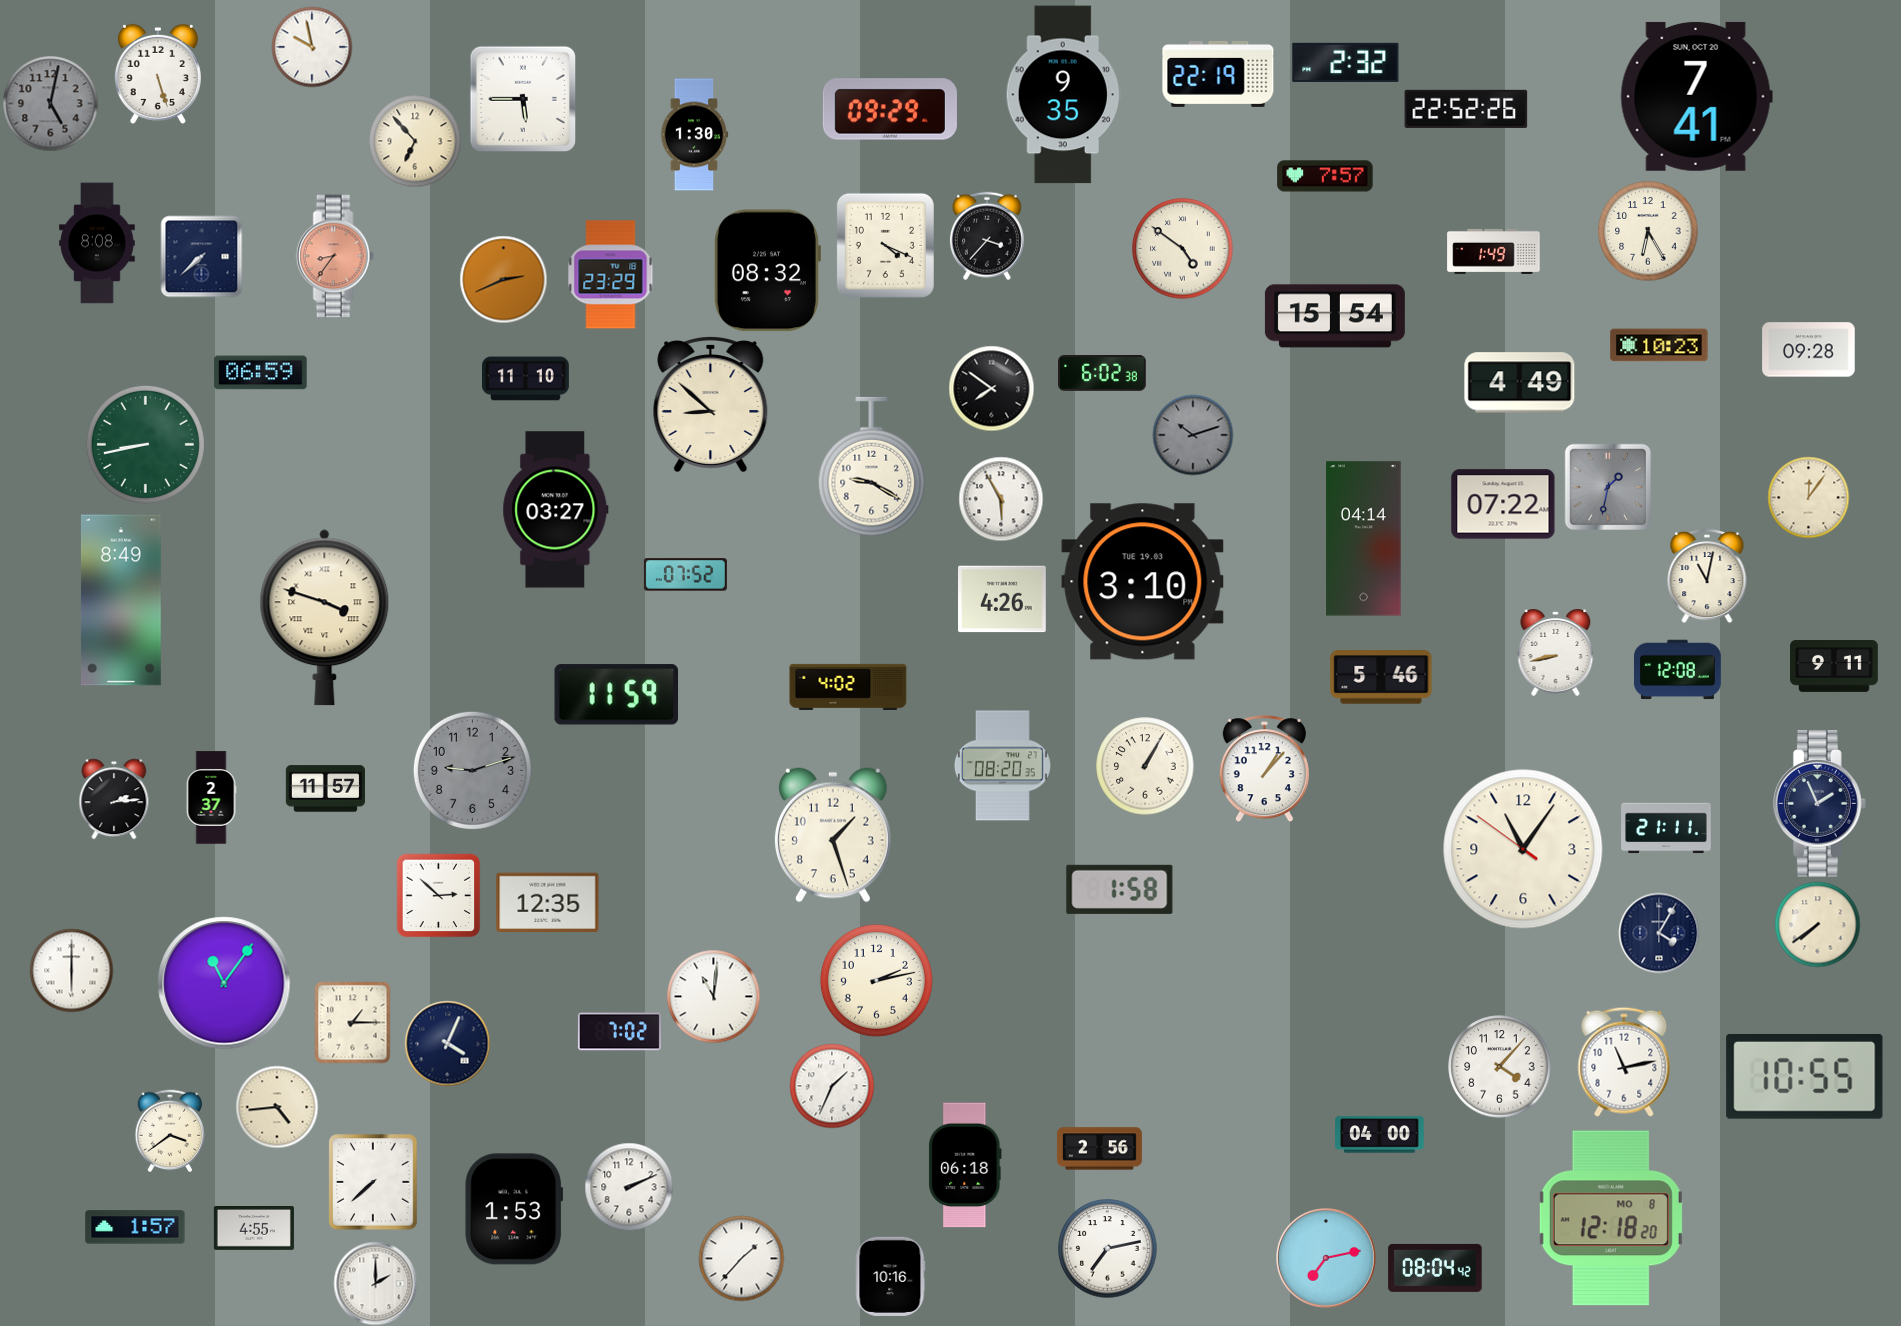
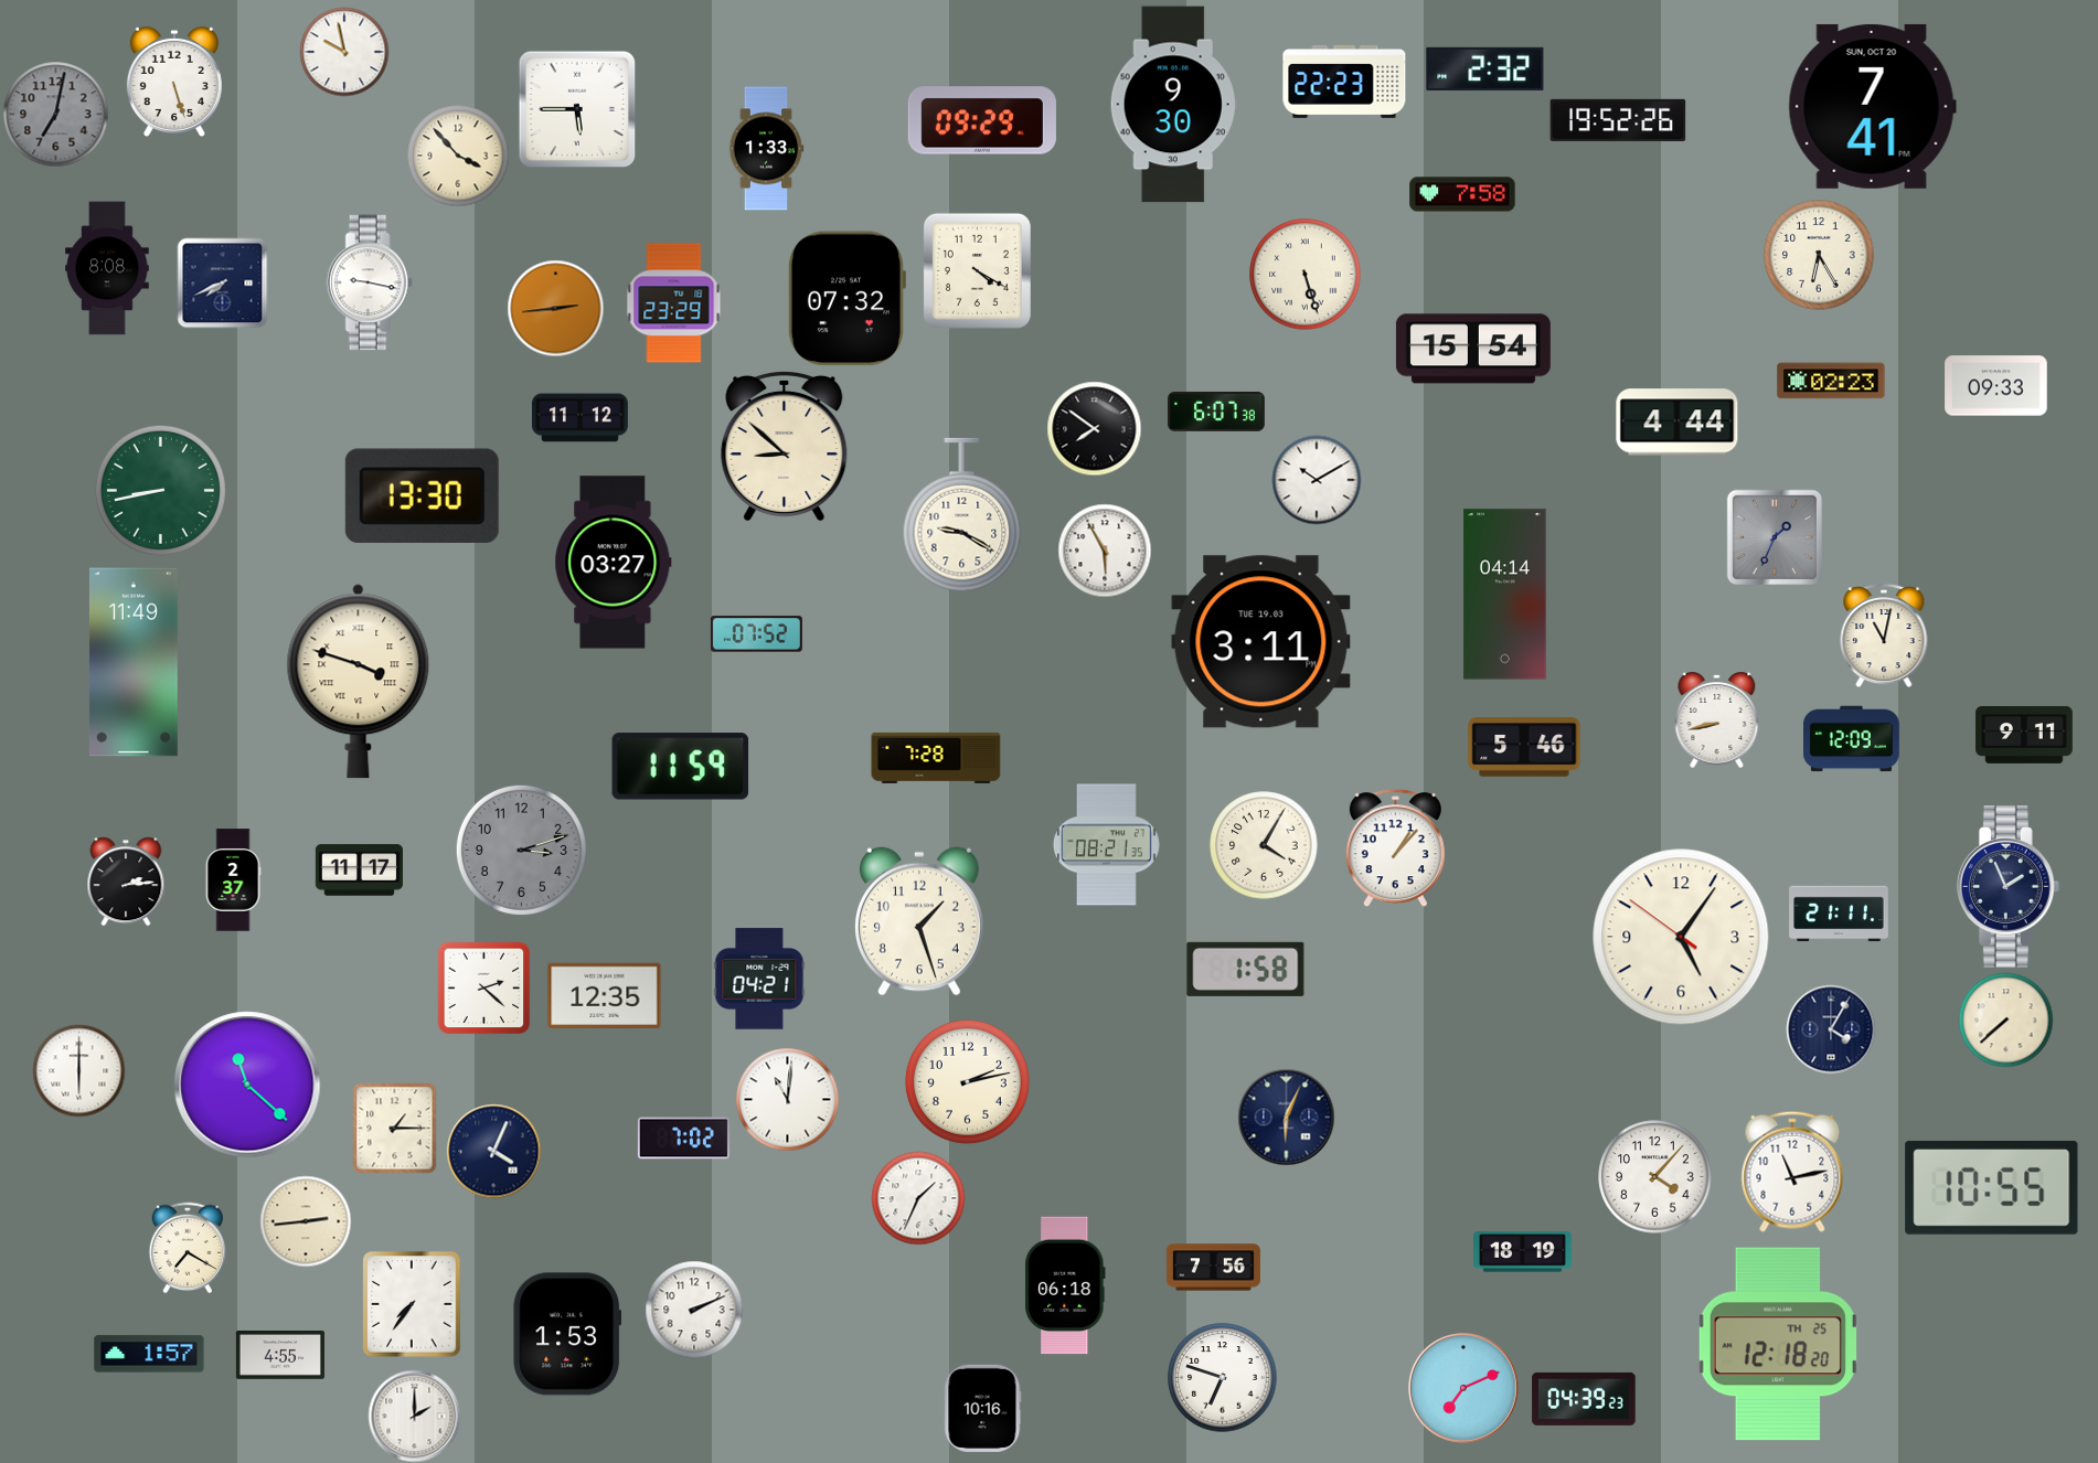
clock at (1218, 74): 22:19 -> 22:23
clock at (1063, 95): 9:35 -> 9:30
clock at (50, 103): 5:02 -> 7:02
clock at (1466, 109): 22:52 -> 19:52
clock at (694, 135): 1:30 -> 1:33
clock at (415, 141): 6:53 -> 3:53
clock at (1325, 176): 7:57 -> 7:58
clock at (987, 236): 3:37 -> none
clock at (885, 245): 4:19 -> 4:20
clock at (1183, 249): 4:51 -> 5:27
clock at (1494, 251): 1:49 -> none
clock at (201, 256): 7:38 -> 7:41
clock at (335, 256): 8:36 -> 9:17
clock at (335, 256) dial: salmon -> white
clock at (767, 271): 08:32 -> 07:32
clock at (503, 279): 2:41 -> 2:44
clock at (1659, 345): 10:23 -> 02:23
clock at (1809, 350): 09:28 -> 09:33
clock at (261, 373): 06:59 -> none
clock at (1103, 374): 6:02 -> 6:07
clock at (526, 379): 11:10 -> 11:12
clock at (1520, 383): 4:49 -> 4:44
clock at (1193, 435): 10:12 -> 10:10
clock at (1193, 435) dial: grey -> white
clock at (422, 495): none -> 13:30
clock at (1607, 486): 1:32 -> 1:34
clock at (1808, 497): 12:06 -> none
clock at (1503, 504): 07:22 -> none
clock at (1143, 582): 3:10 -> 3:11
clock at (1003, 599): 4:26 -> none
clock at (121, 600): 8:49 -> 11:49
clock at (1677, 670): 12:08 -> 12:09
clock at (848, 687): 4:02 -> 7:28
clock at (1002, 766): 08:20 -> 08:21
clock at (1145, 766): 1:05 -> 4:05
clock at (472, 770): 9:12 -> 3:12
clock at (325, 789): 11:57 -> 11:17
clock at (1523, 849): 11:05 -> 5:05
clock at (759, 979): none -> 04:21
clock at (1120, 889) position: (1120, 889) -> (1246, 969)
clock at (438, 895): 2:52 -> 2:22
clock at (1817, 924): 7:39 -> 7:38
clock at (224, 983): 11:06 -> 11:22
clock at (1286, 1117): none -> 6:04
clock at (353, 1022) position: (353, 1022) -> (395, 1128)
clock at (277, 1107): 4:44 -> 2:44
clock at (170, 1131): 3:39 -> 7:20
clock at (1380, 1135): 04:00 -> 18:19
clock at (1099, 1149): 2:56 -> 7:56
clock at (373, 1182): 7:38 -> 7:36
clock at (1611, 1218) date: MO 8 -> TH 25
clock at (1108, 1249): 7:13 -> 6:48
clock at (741, 1258): 1:37 -> none
clock at (1327, 1259): 7:13 -> 7:11
clock at (1435, 1268): 08:04 -> 04:39
